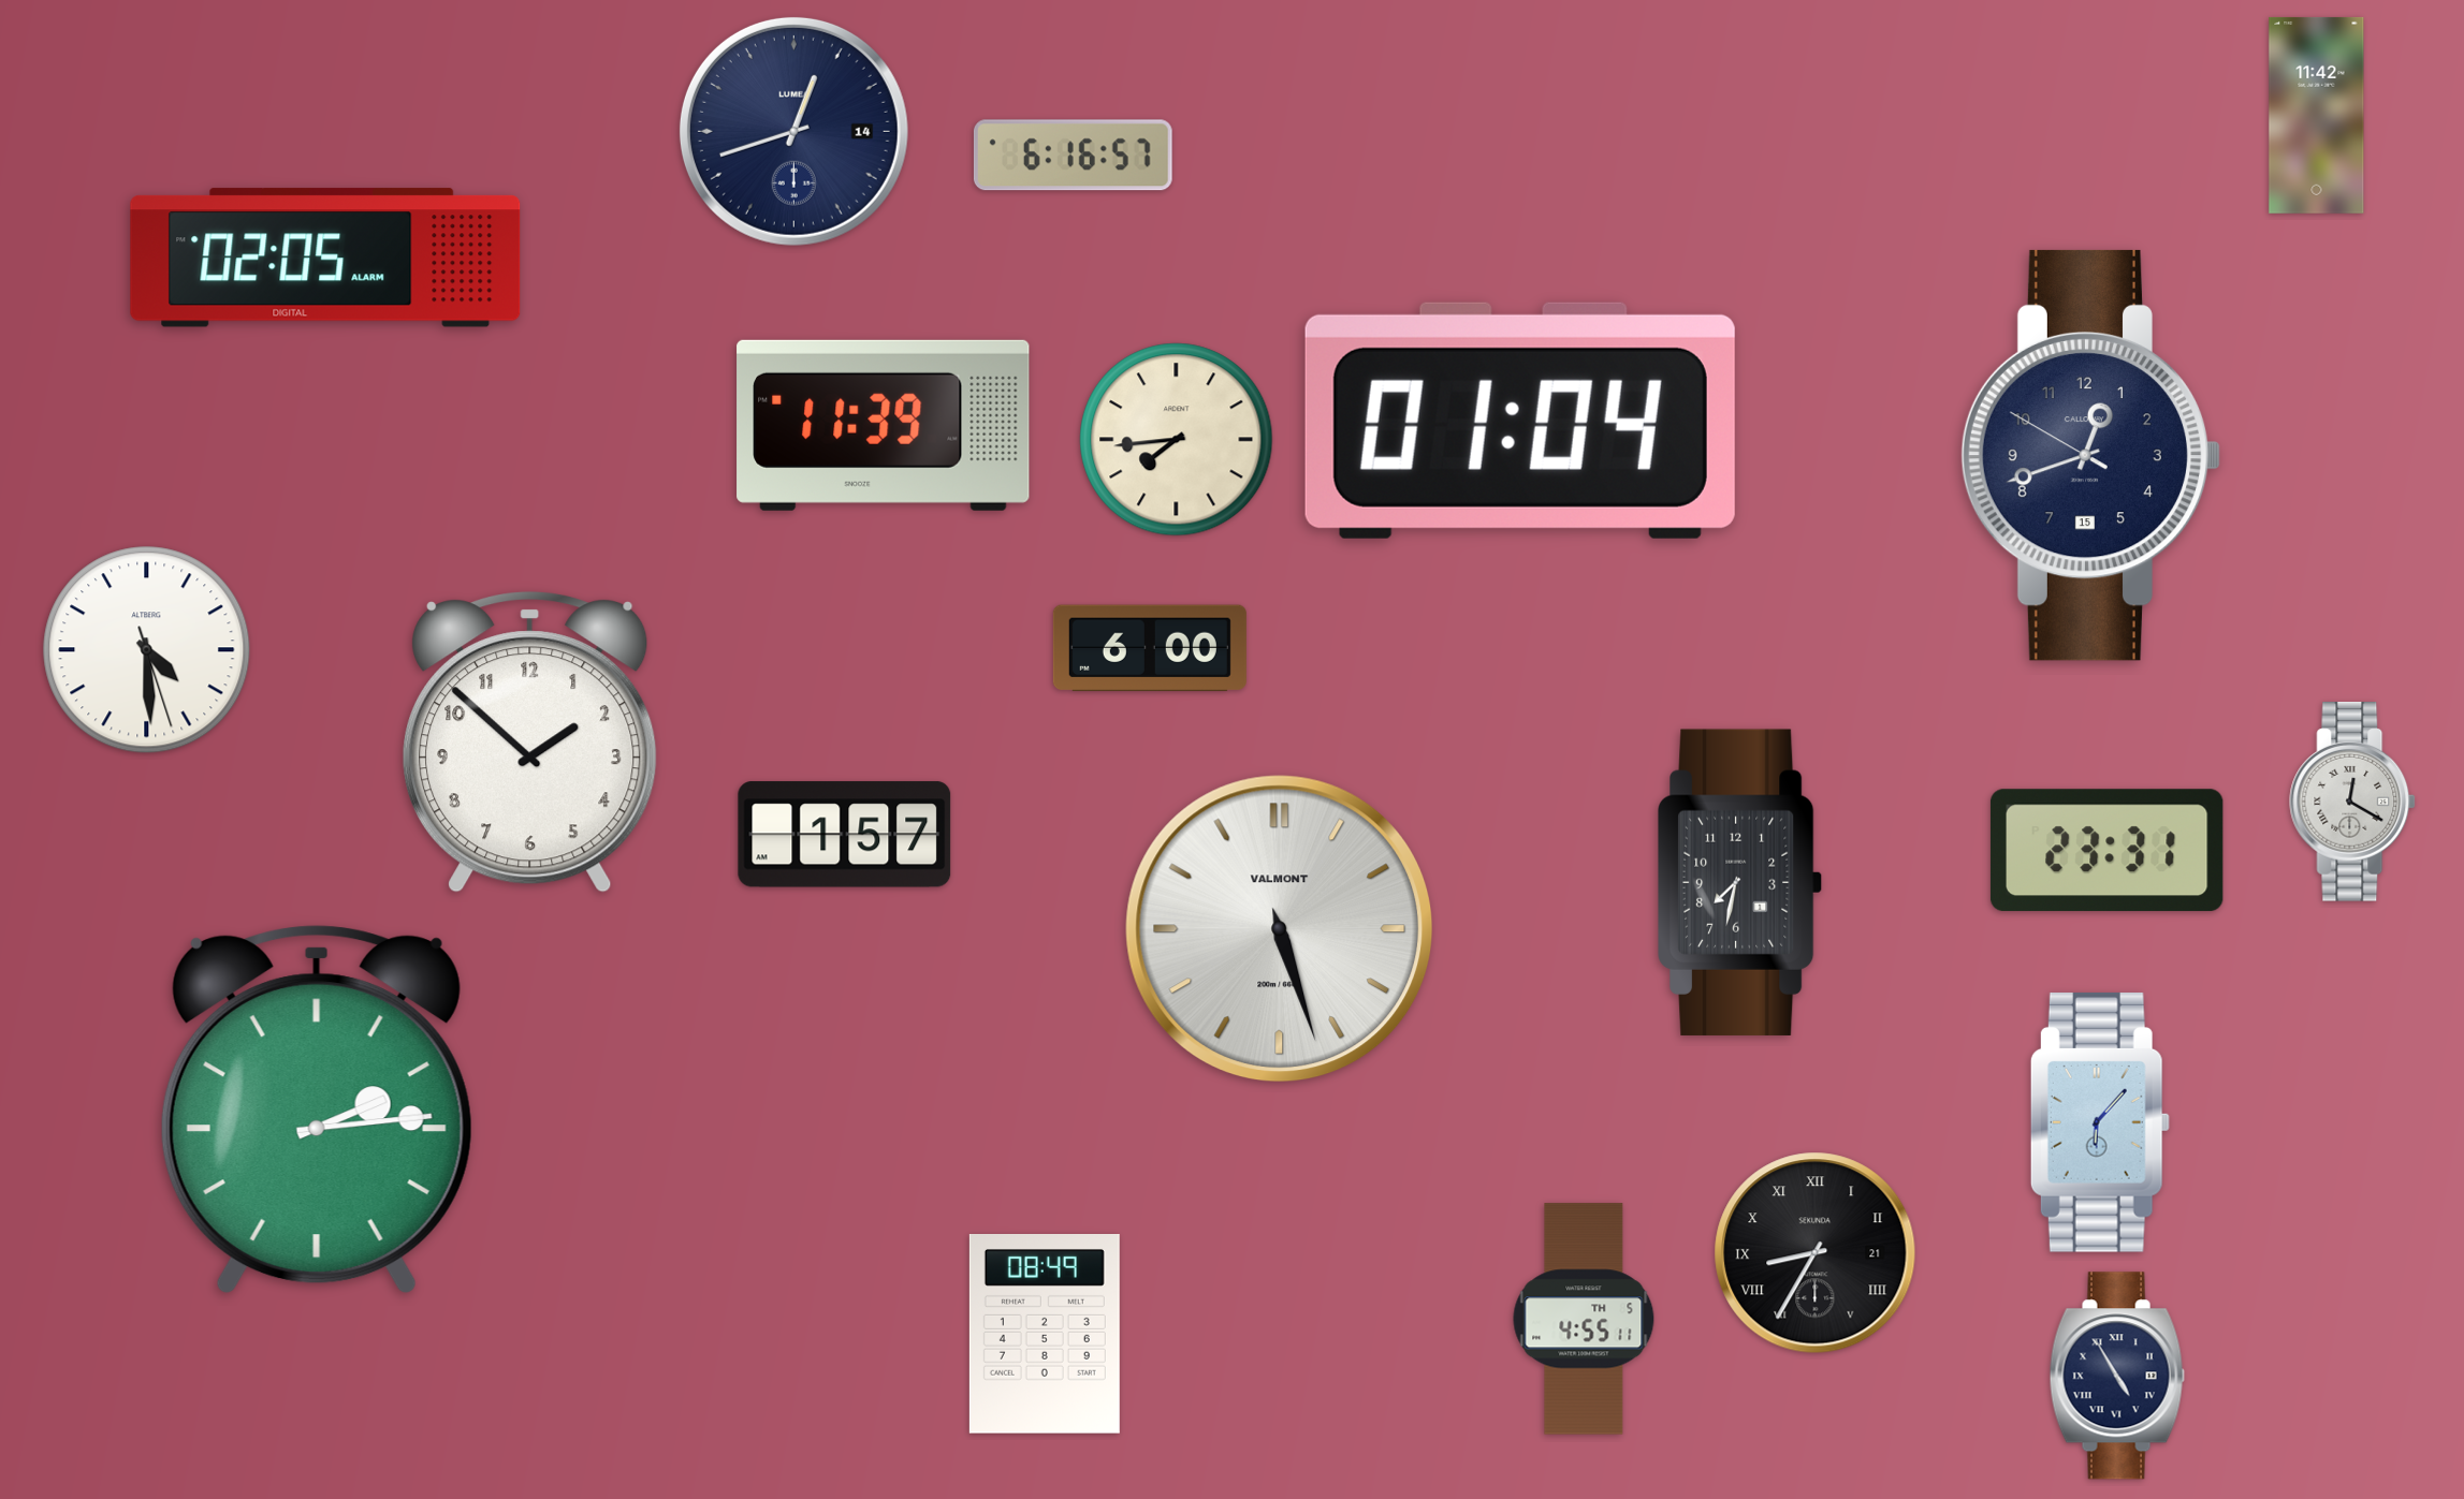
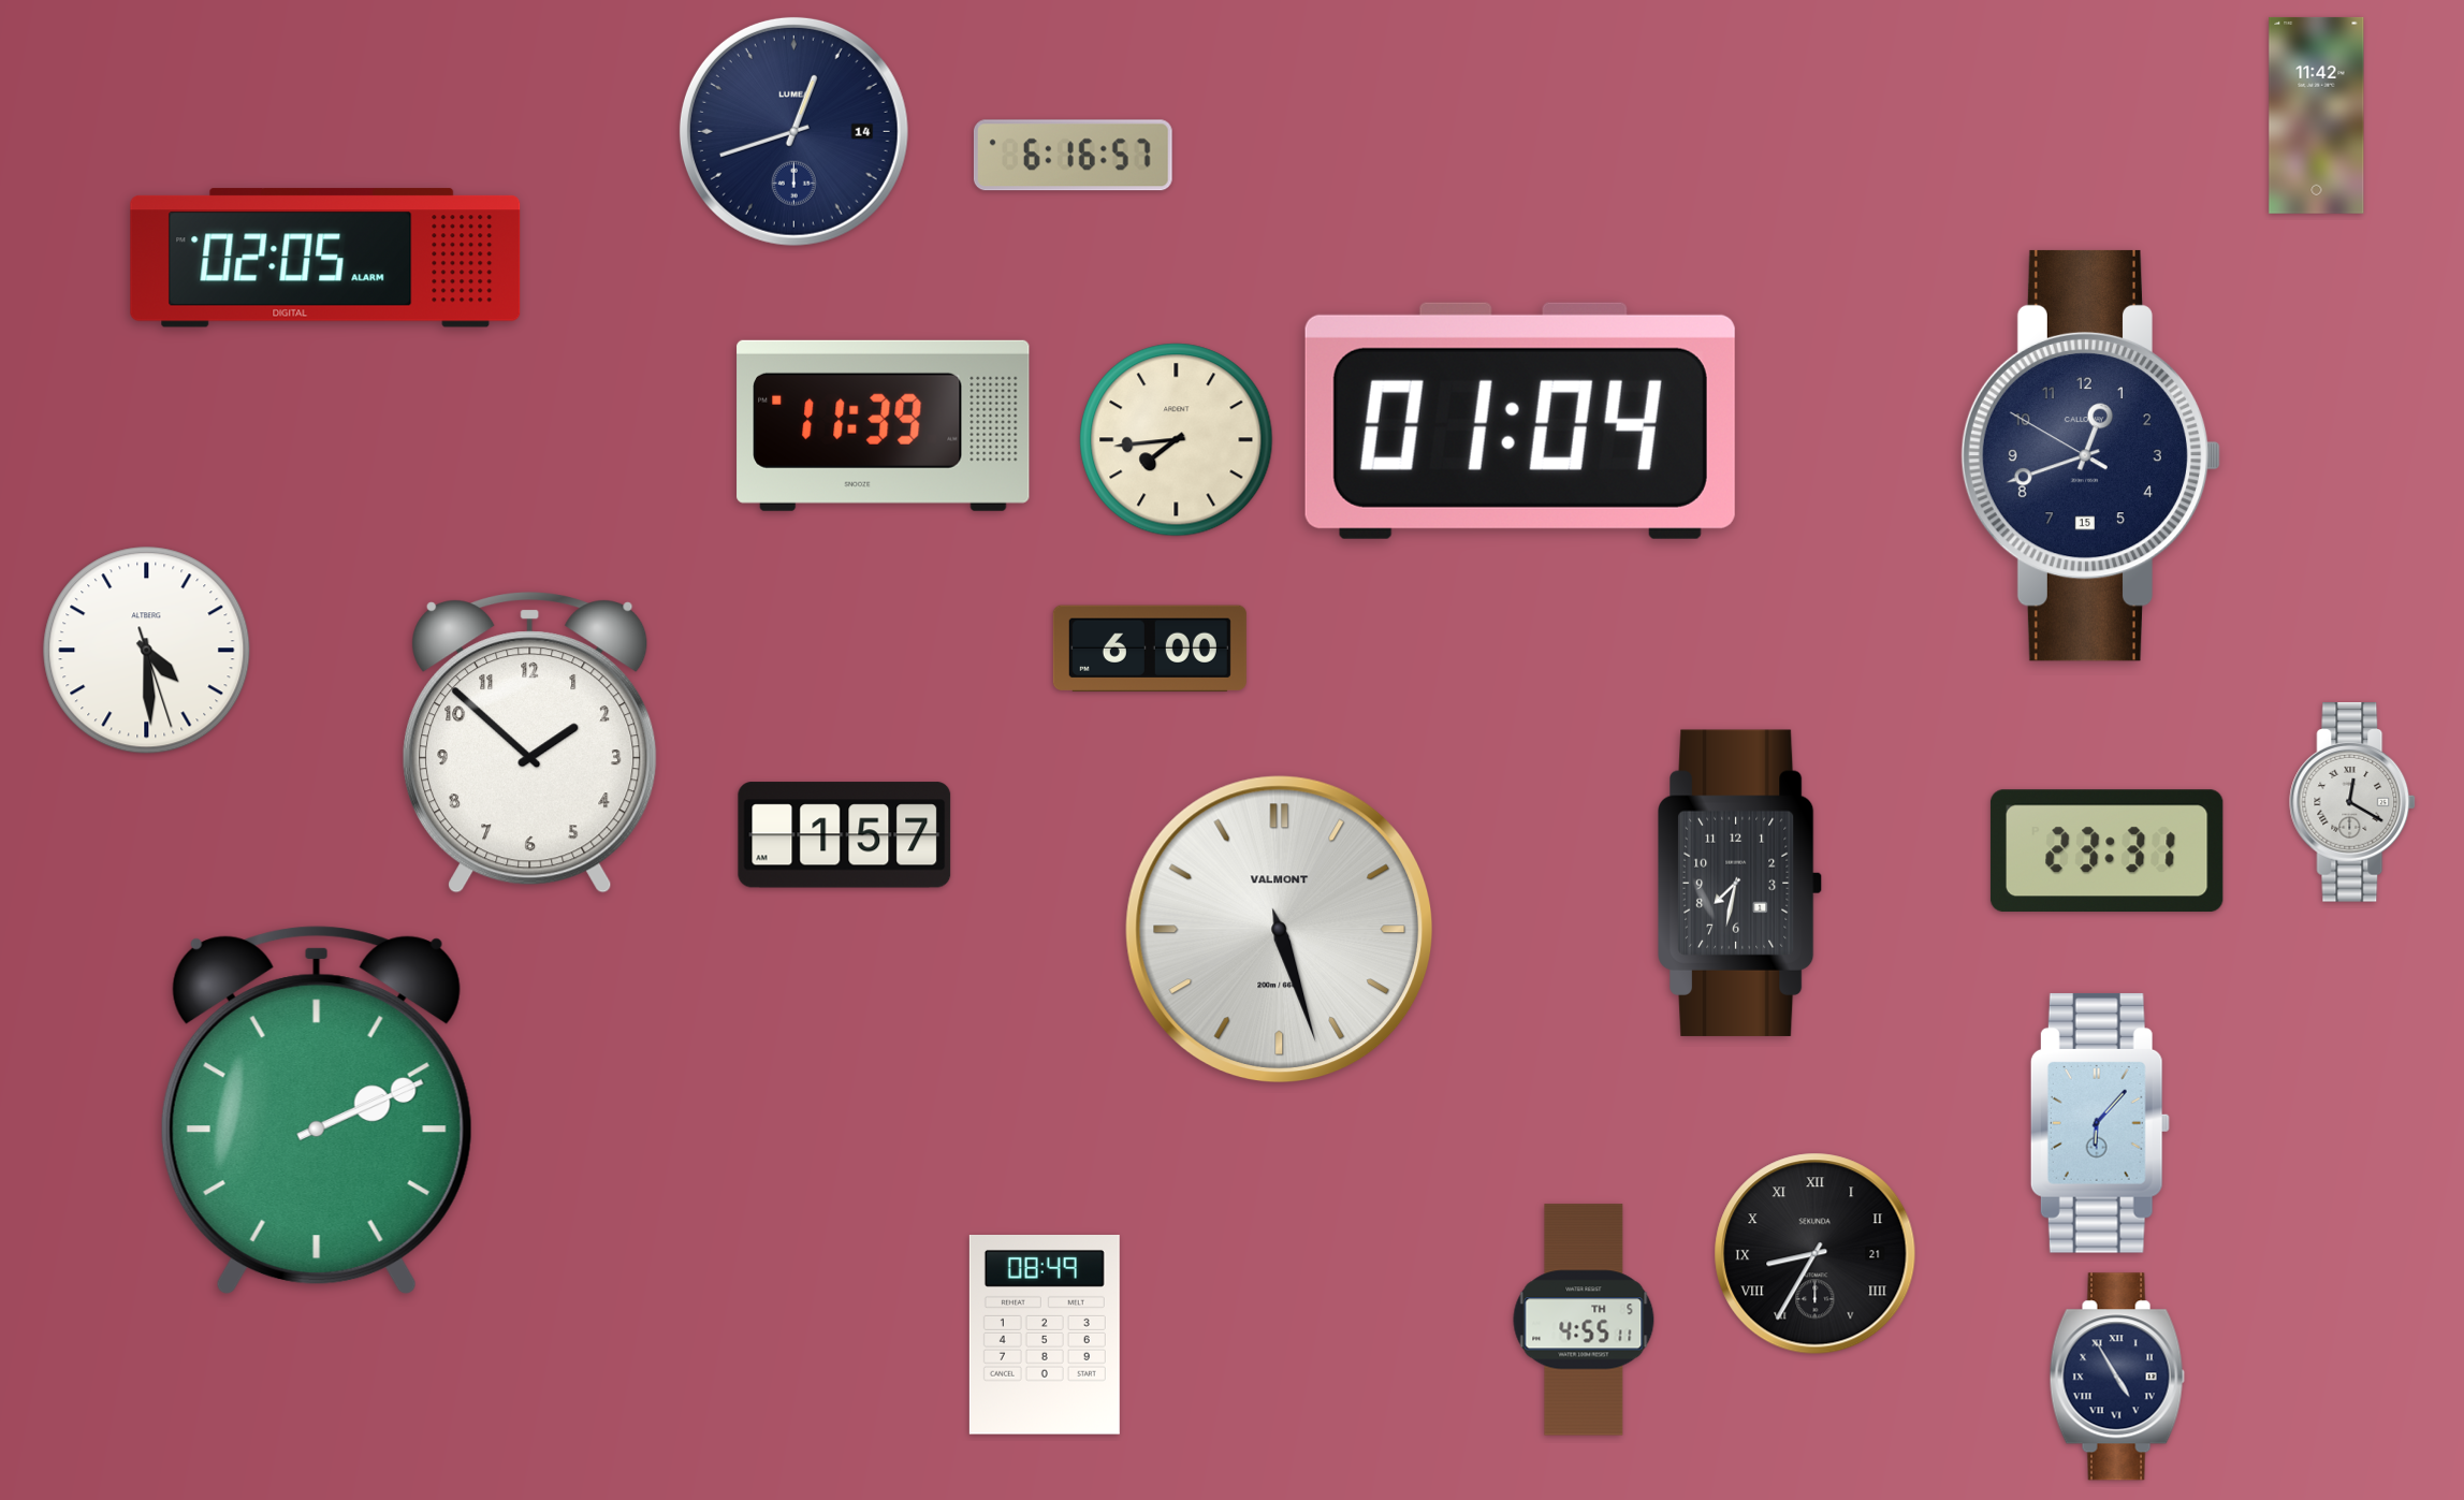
clock at (317, 1109): 2:14 -> 2:11
